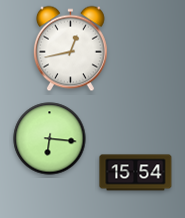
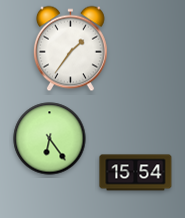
clock at (70, 49): 12:43 -> 1:36
clock at (50, 139): 6:16 -> 6:24
